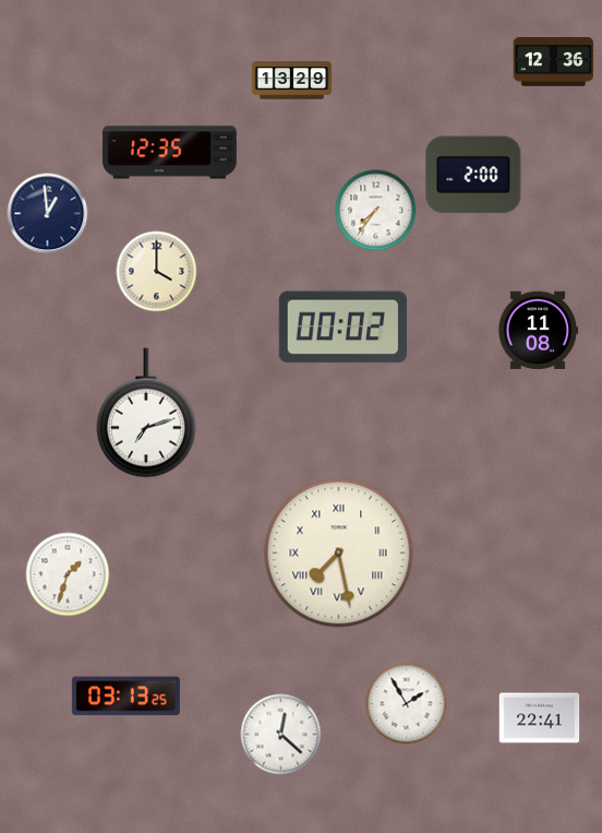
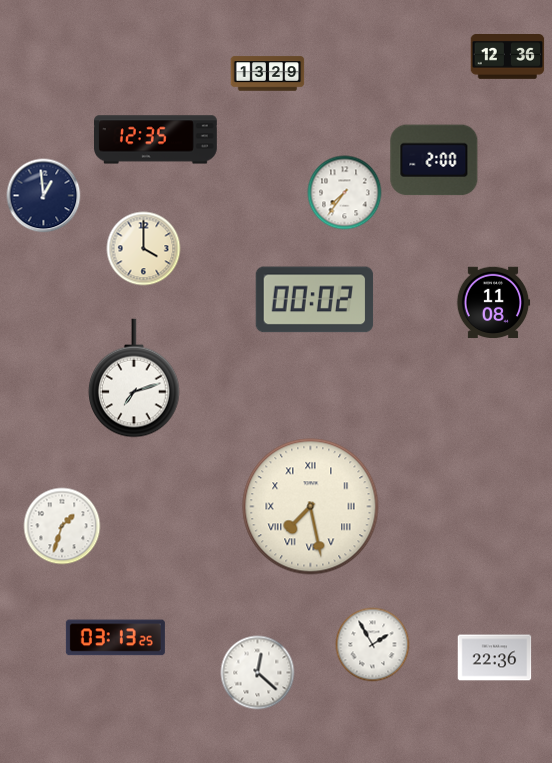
clock at (540, 718): 22:41 -> 22:36
